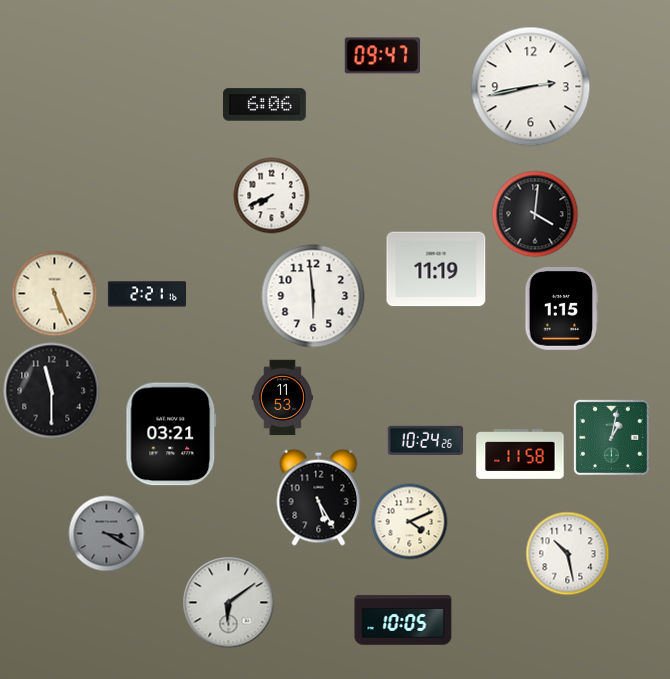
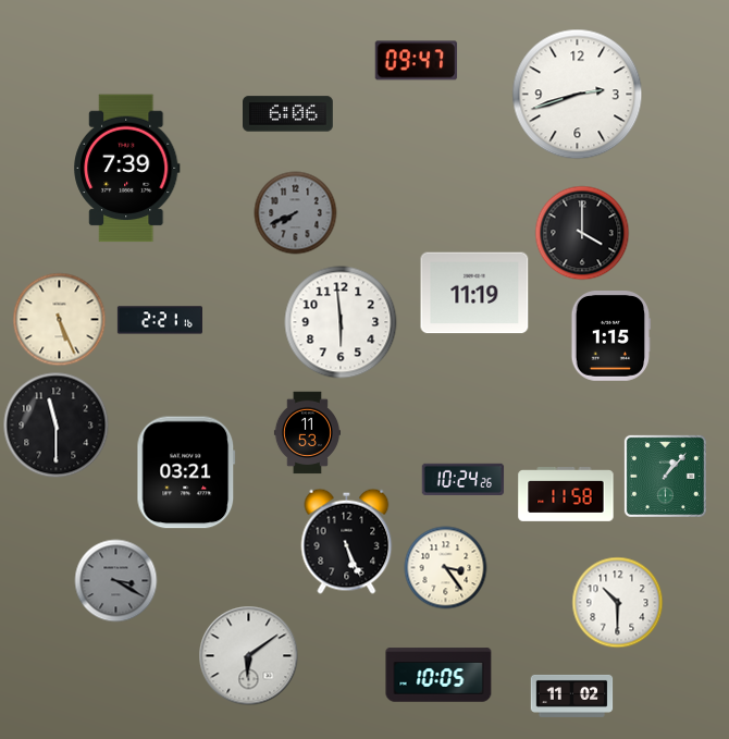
clock at (531, 87): 2:43 -> 2:42
clock at (127, 169): none -> 7:39
clock at (272, 196) dial: white -> grey
clock at (535, 214): 4:01 -> 4:00
clock at (611, 437): 1:02 -> 1:07
clock at (319, 497): 5:25 -> 5:26
clock at (410, 522): 4:11 -> 3:24
clock at (568, 554): 10:28 -> 10:30
clock at (572, 695): none -> 11:02
